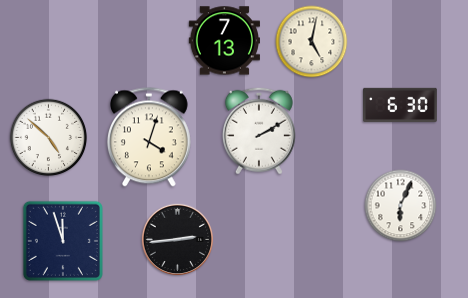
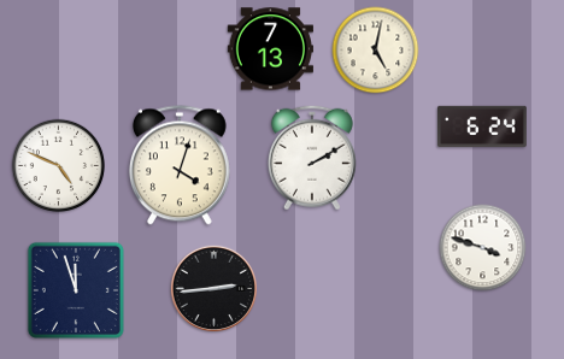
clock at (401, 105): 6:30 -> 6:24
clock at (49, 138): 4:52 -> 4:49
clock at (401, 206): 6:04 -> 3:48
